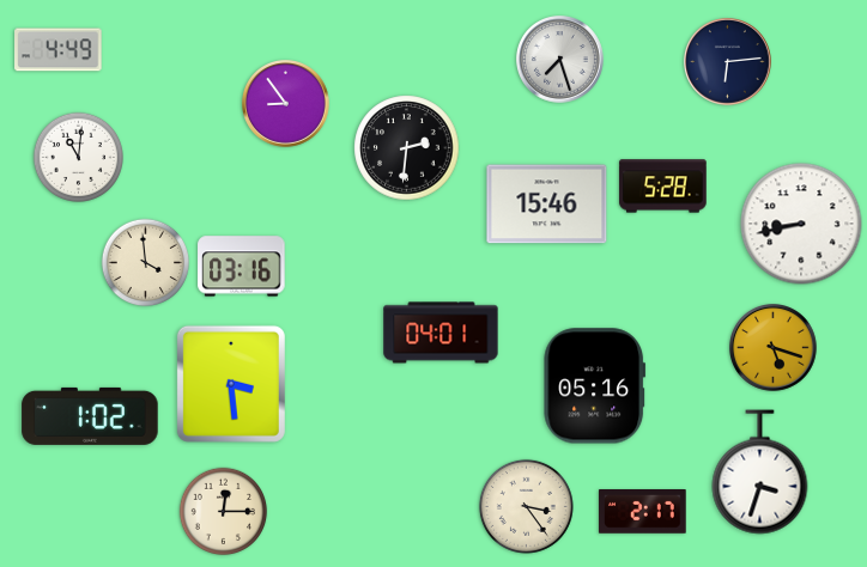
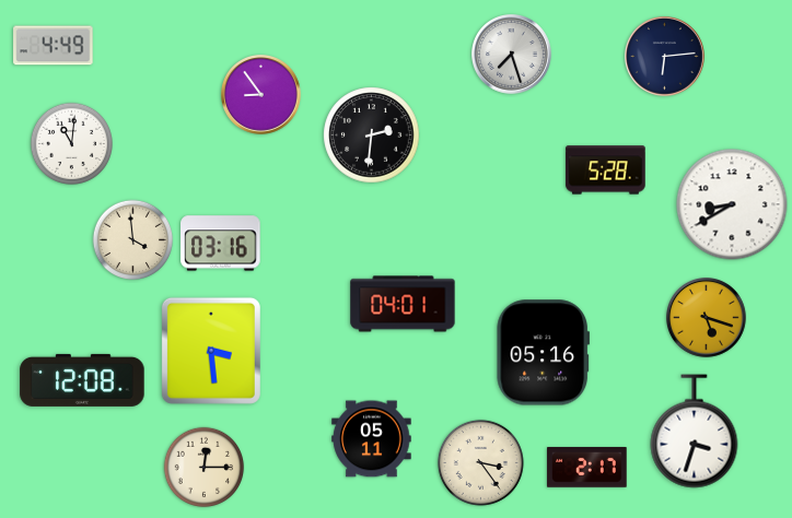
clock at (547, 205): 15:46 -> none
clock at (801, 224): 8:43 -> 8:40
clock at (90, 416): 1:02 -> 12:08
clock at (372, 439): none -> 05:11
